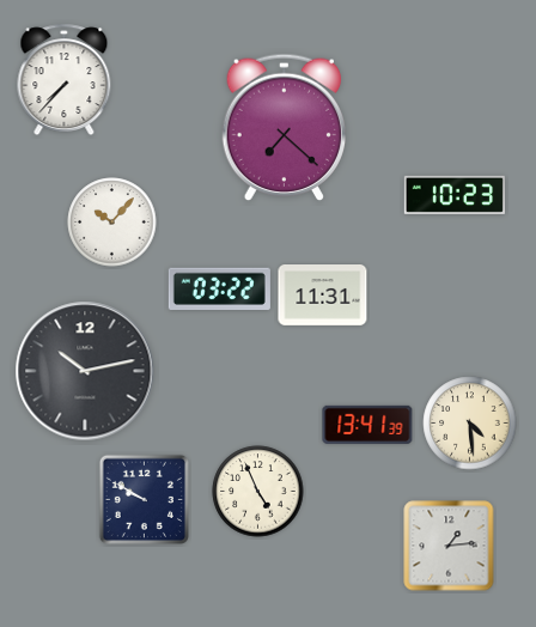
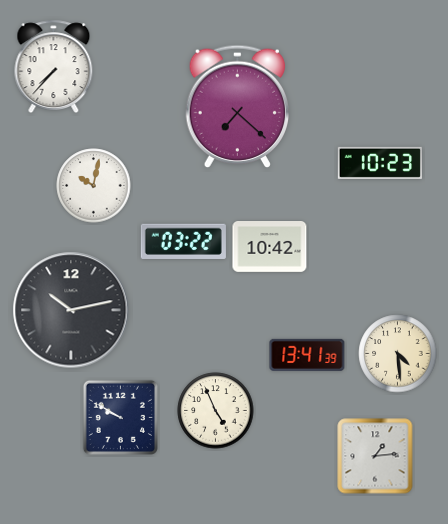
clock at (112, 223): 10:07 -> 10:02
clock at (323, 296): 11:31 -> 10:42
clock at (470, 424) position: (470, 424) -> (398, 354)
